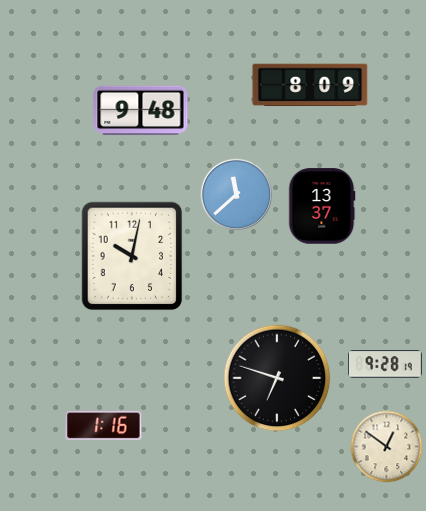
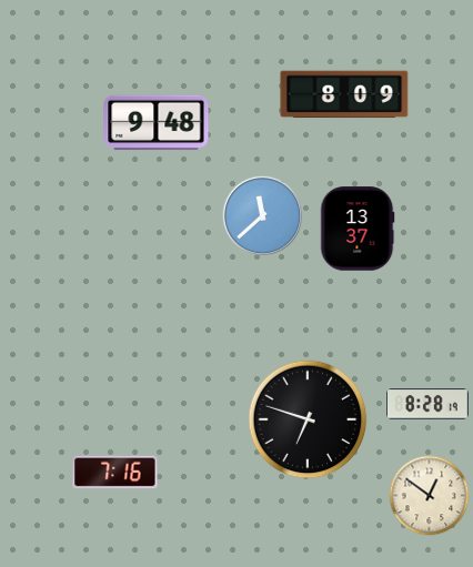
clock at (132, 256): 10:02 -> none
clock at (386, 364): 9:28 -> 8:28
clock at (104, 426): 1:16 -> 7:16
